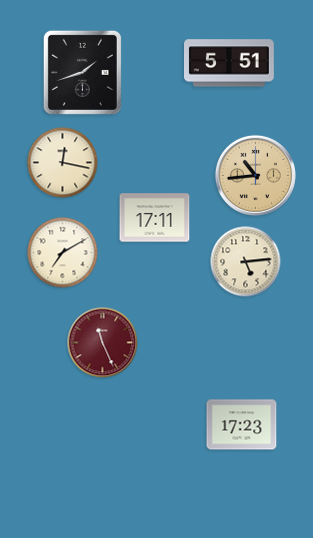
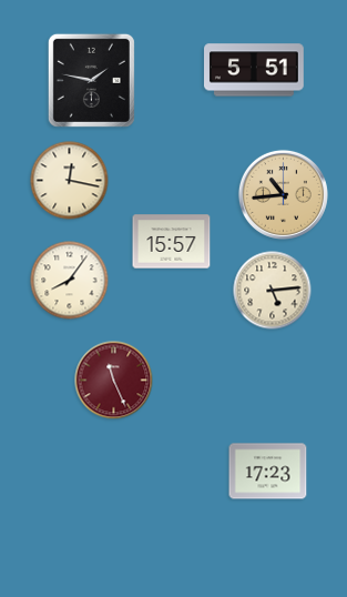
clock at (82, 72): 1:42 -> 1:47
clock at (155, 218): 17:11 -> 15:57
clock at (63, 253): 7:10 -> 8:06
